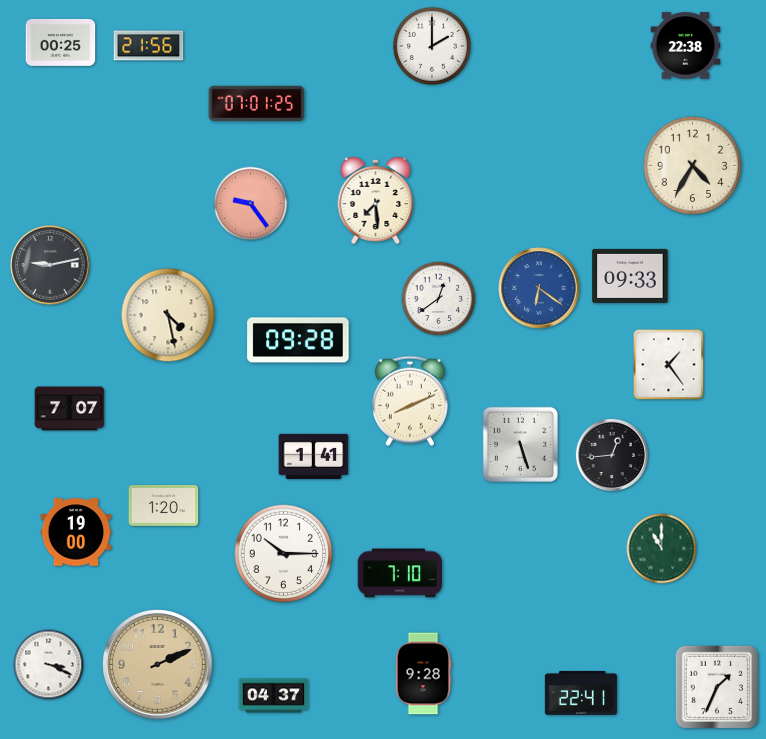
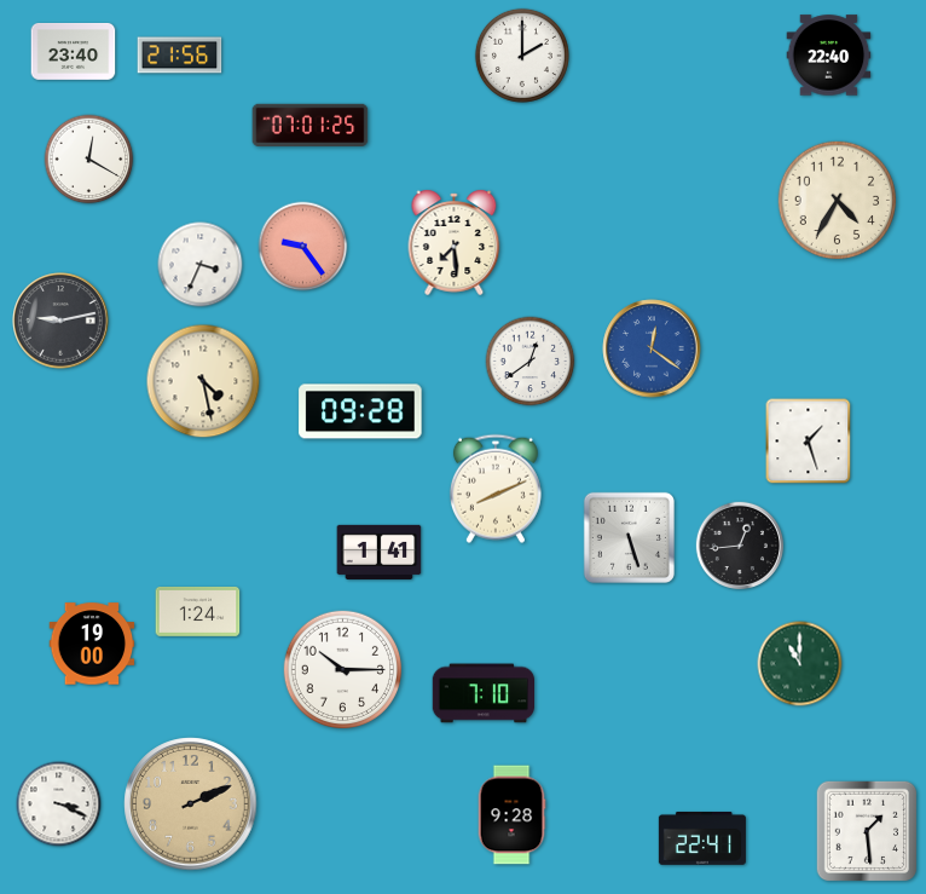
clock at (61, 43): 00:25 -> 23:40
clock at (686, 46): 22:38 -> 22:40
clock at (89, 160): none -> 12:20
clock at (201, 265): none -> 3:34
clock at (630, 276): 09:33 -> none
clock at (539, 288): 6:21 -> 12:21
clock at (669, 365): 1:24 -> 1:27
clock at (410, 401) position: (410, 401) -> (496, 489)
clock at (70, 409): 7:07 -> none
clock at (611, 454) position: (611, 454) -> (739, 544)
clock at (164, 506): 1:20 -> 1:24
clock at (716, 686): 1:34 -> 1:29
clock at (274, 696): 04:37 -> none
